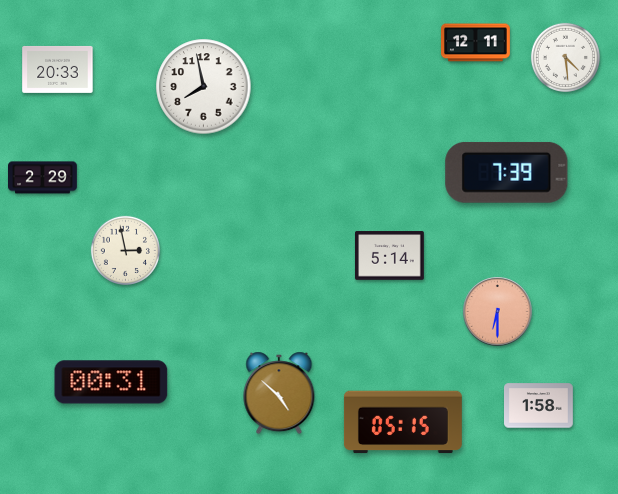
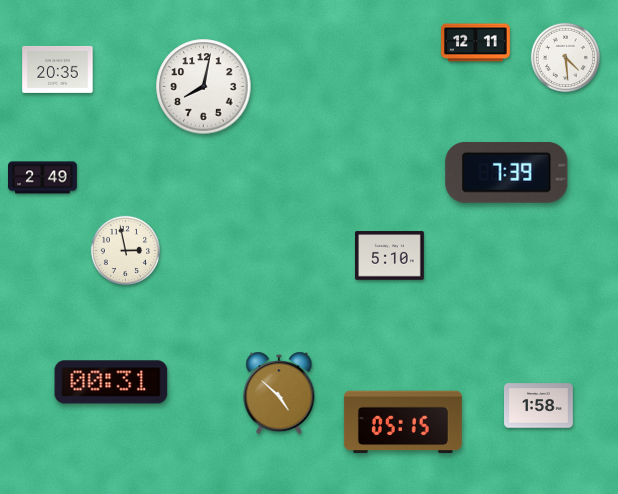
clock at (58, 70): 20:33 -> 20:35
clock at (204, 87): 7:58 -> 8:02
clock at (43, 178): 2:29 -> 2:49
clock at (390, 256): 5:14 -> 5:10
clock at (498, 312): 6:30 -> none
